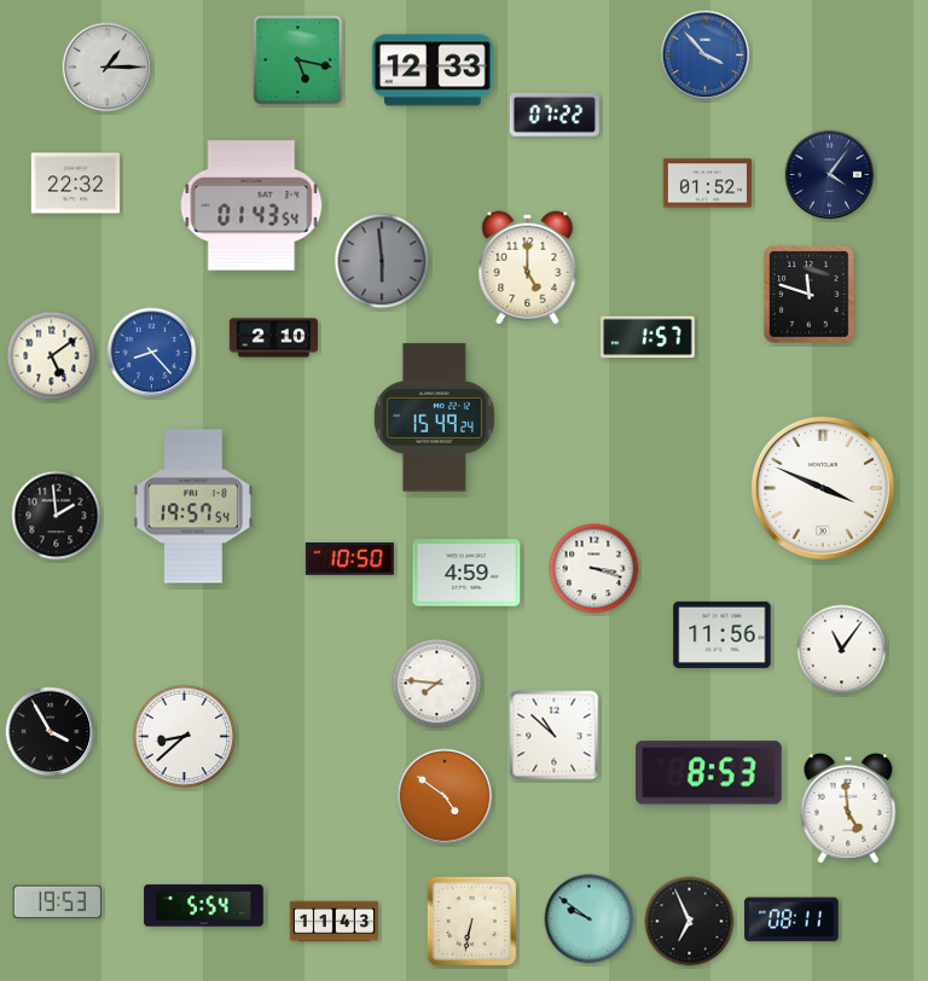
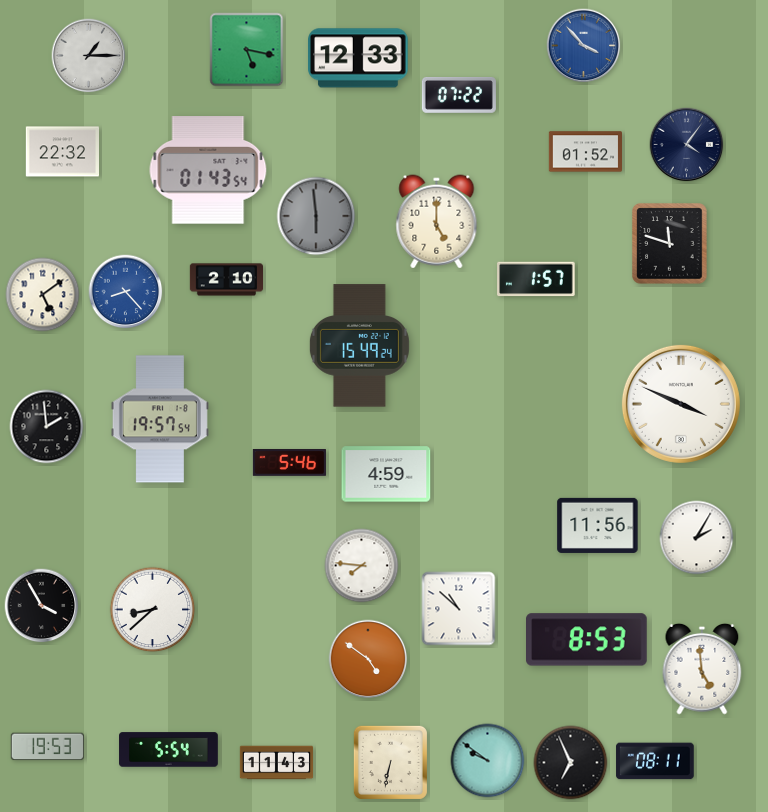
clock at (349, 559): 10:50 -> 5:46
clock at (594, 569): 3:18 -> none
clock at (842, 650): 11:06 -> 2:05
